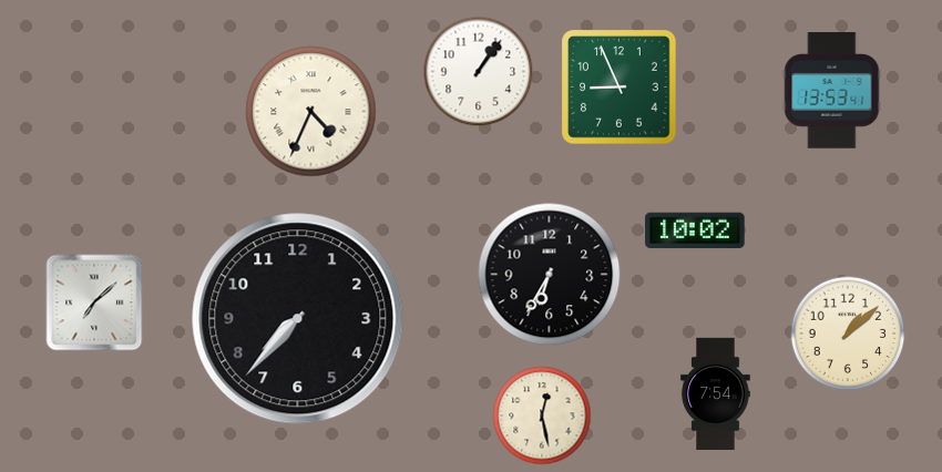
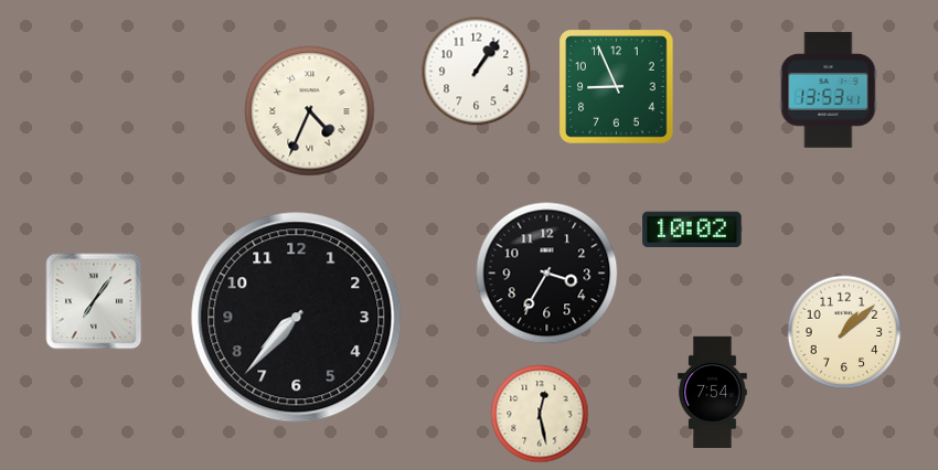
clock at (550, 275): 6:35 -> 3:35
clock at (94, 302): 7:08 -> 7:06
